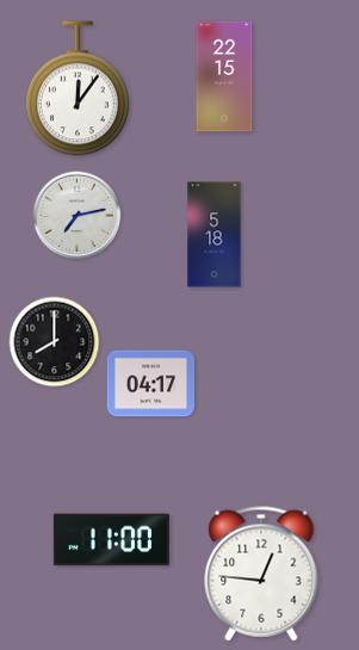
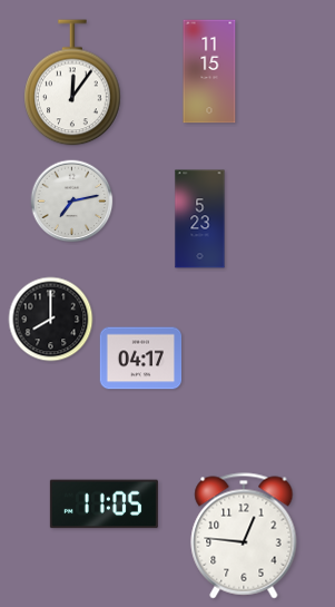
clock at (224, 76): 22:15 -> 11:15
clock at (215, 235): 5:18 -> 5:23
clock at (111, 540): 11:00 -> 11:05
